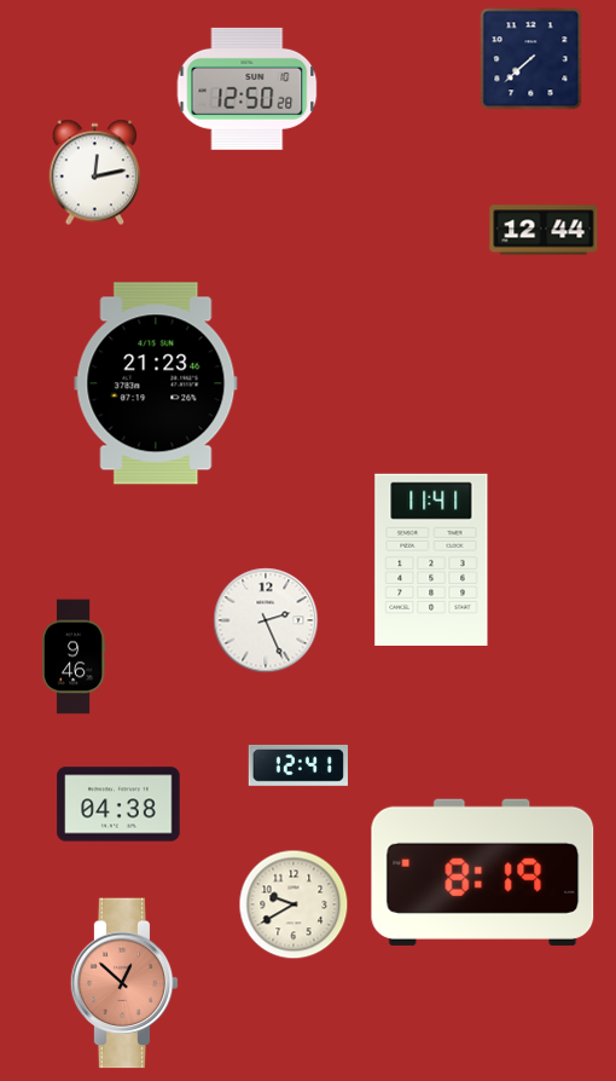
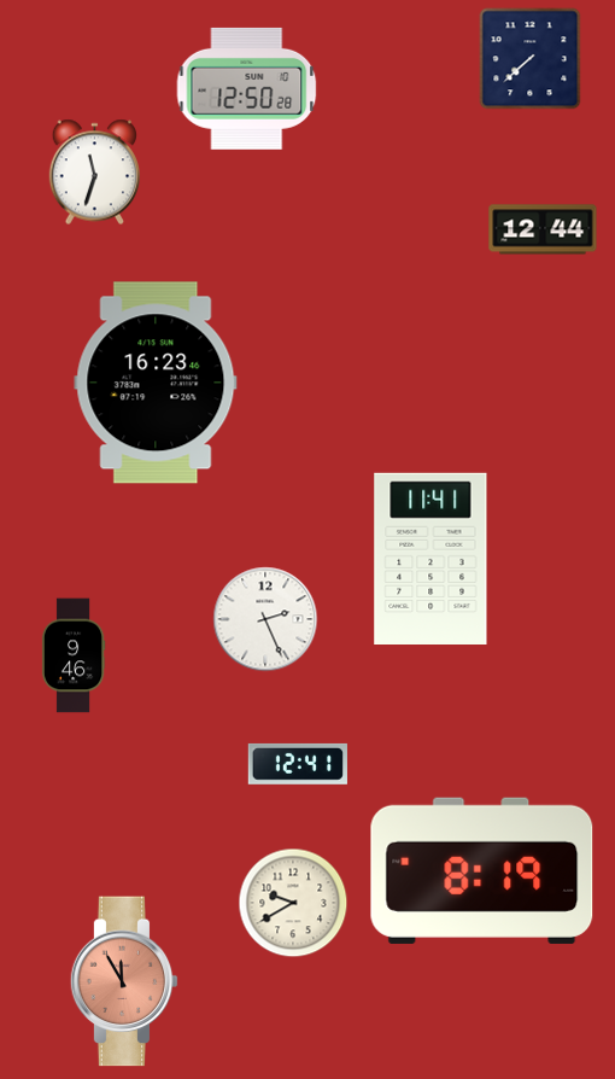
clock at (95, 173): 12:13 -> 11:33
clock at (156, 383): 21:23 -> 16:23
clock at (118, 804): 04:38 -> none
clock at (124, 983): 12:52 -> 11:55
